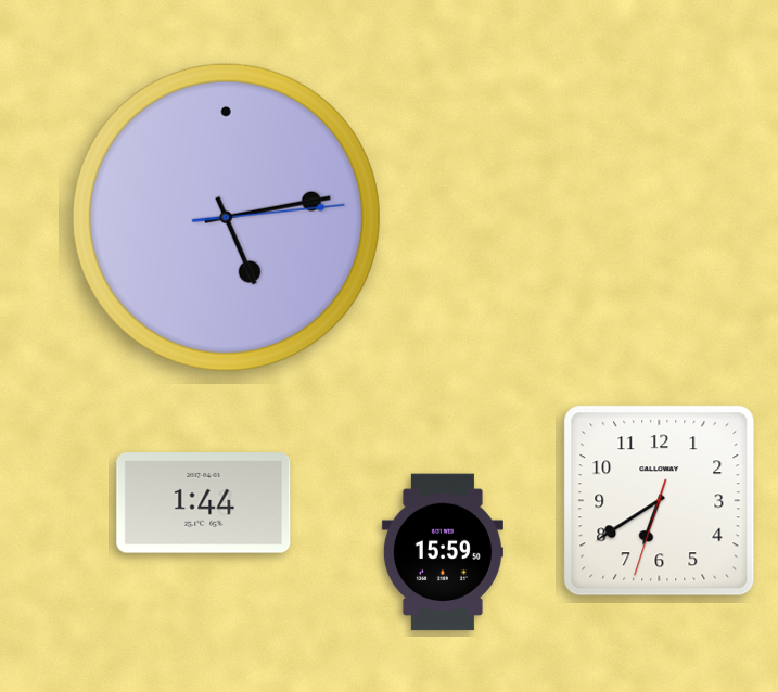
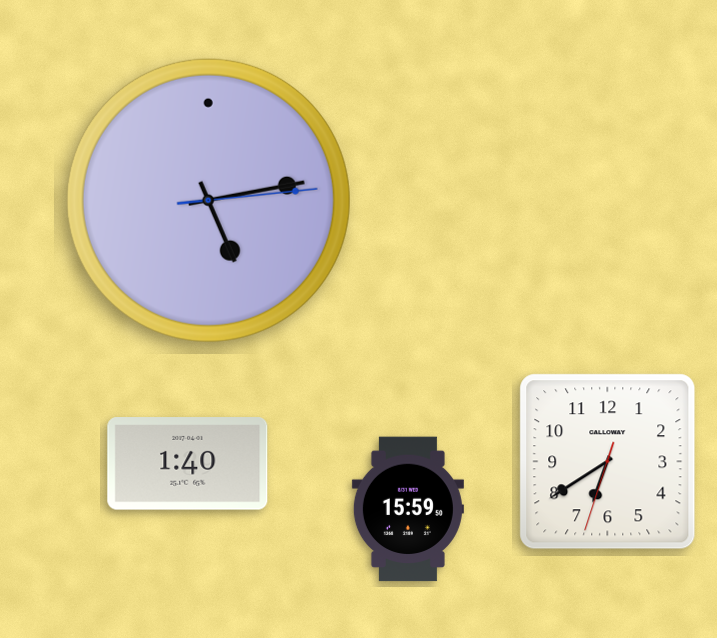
clock at (204, 503): 1:44 -> 1:40
